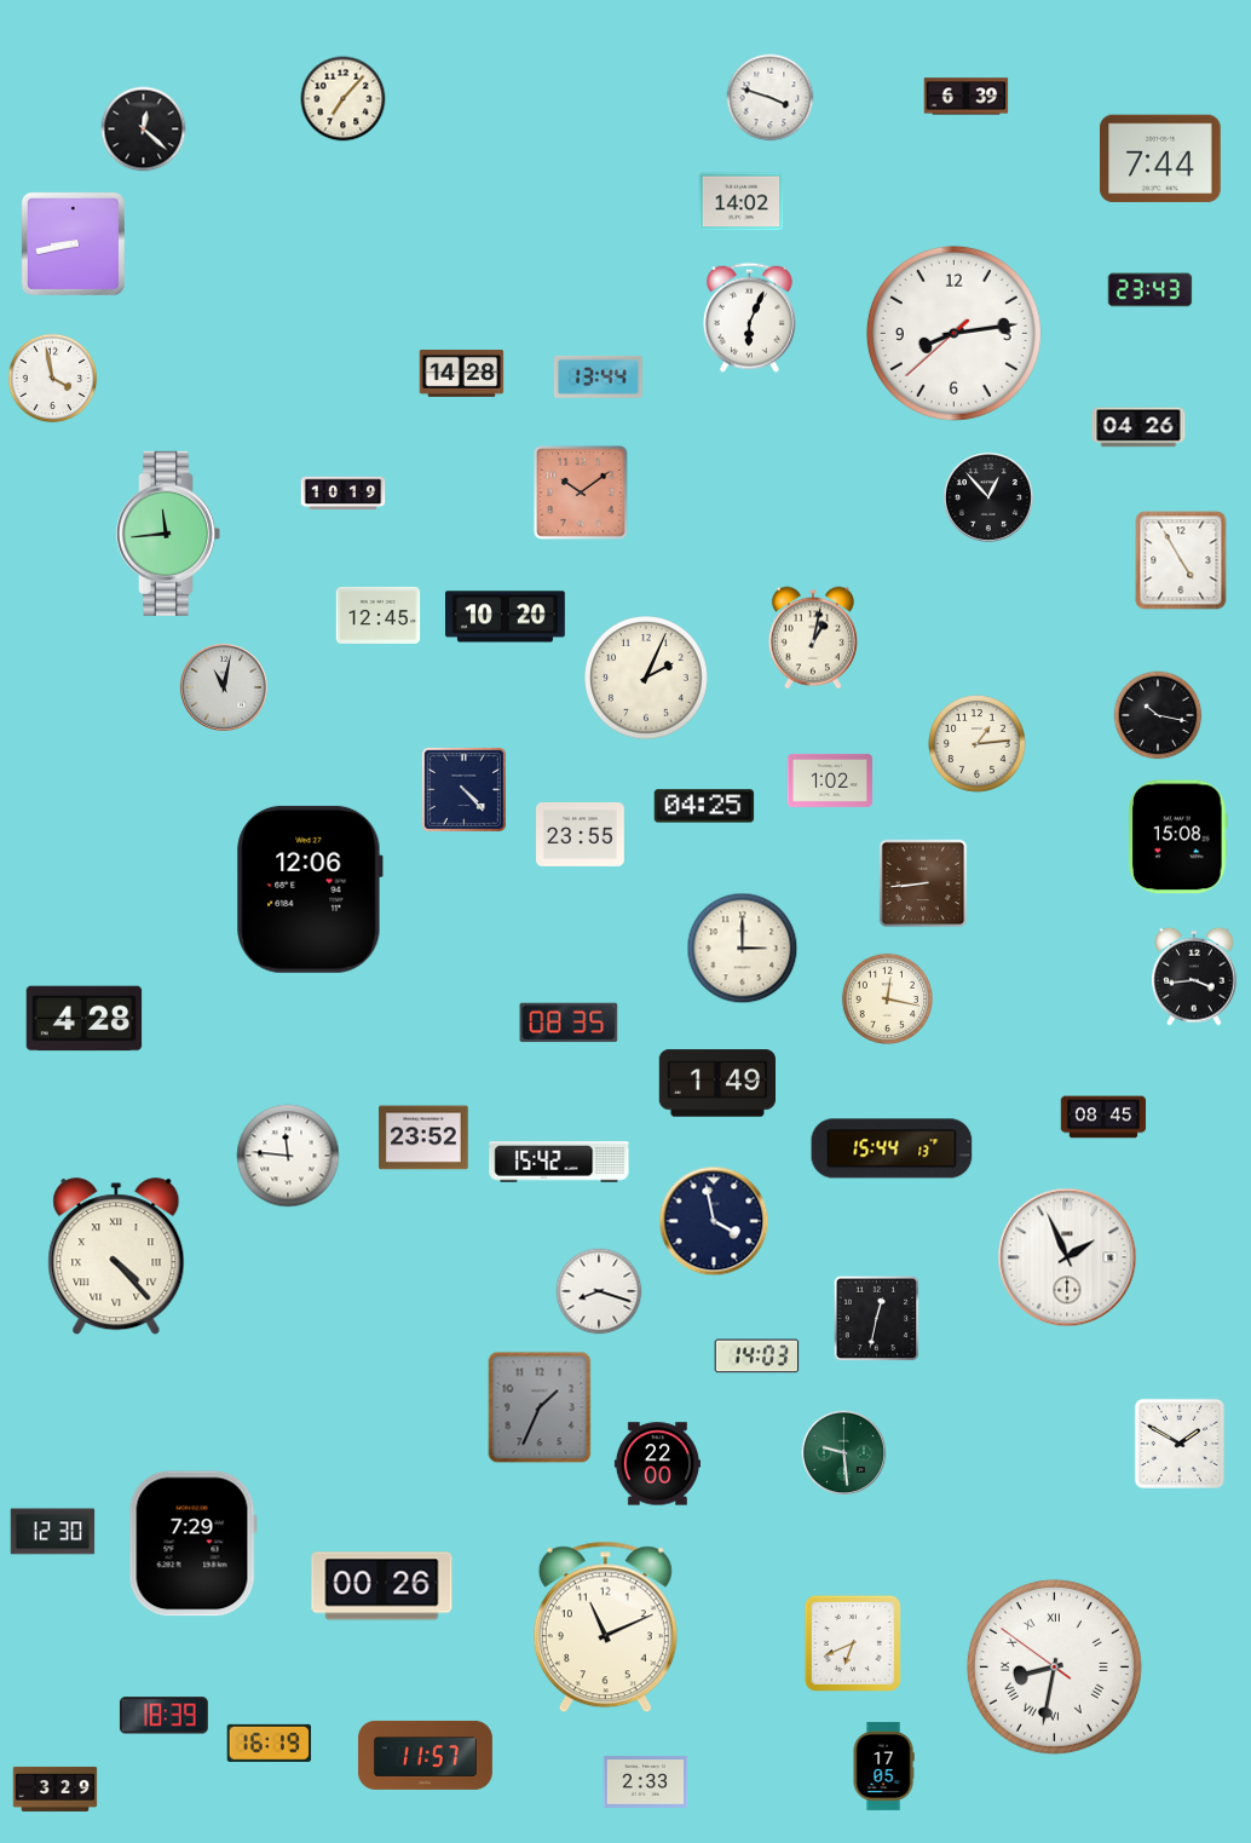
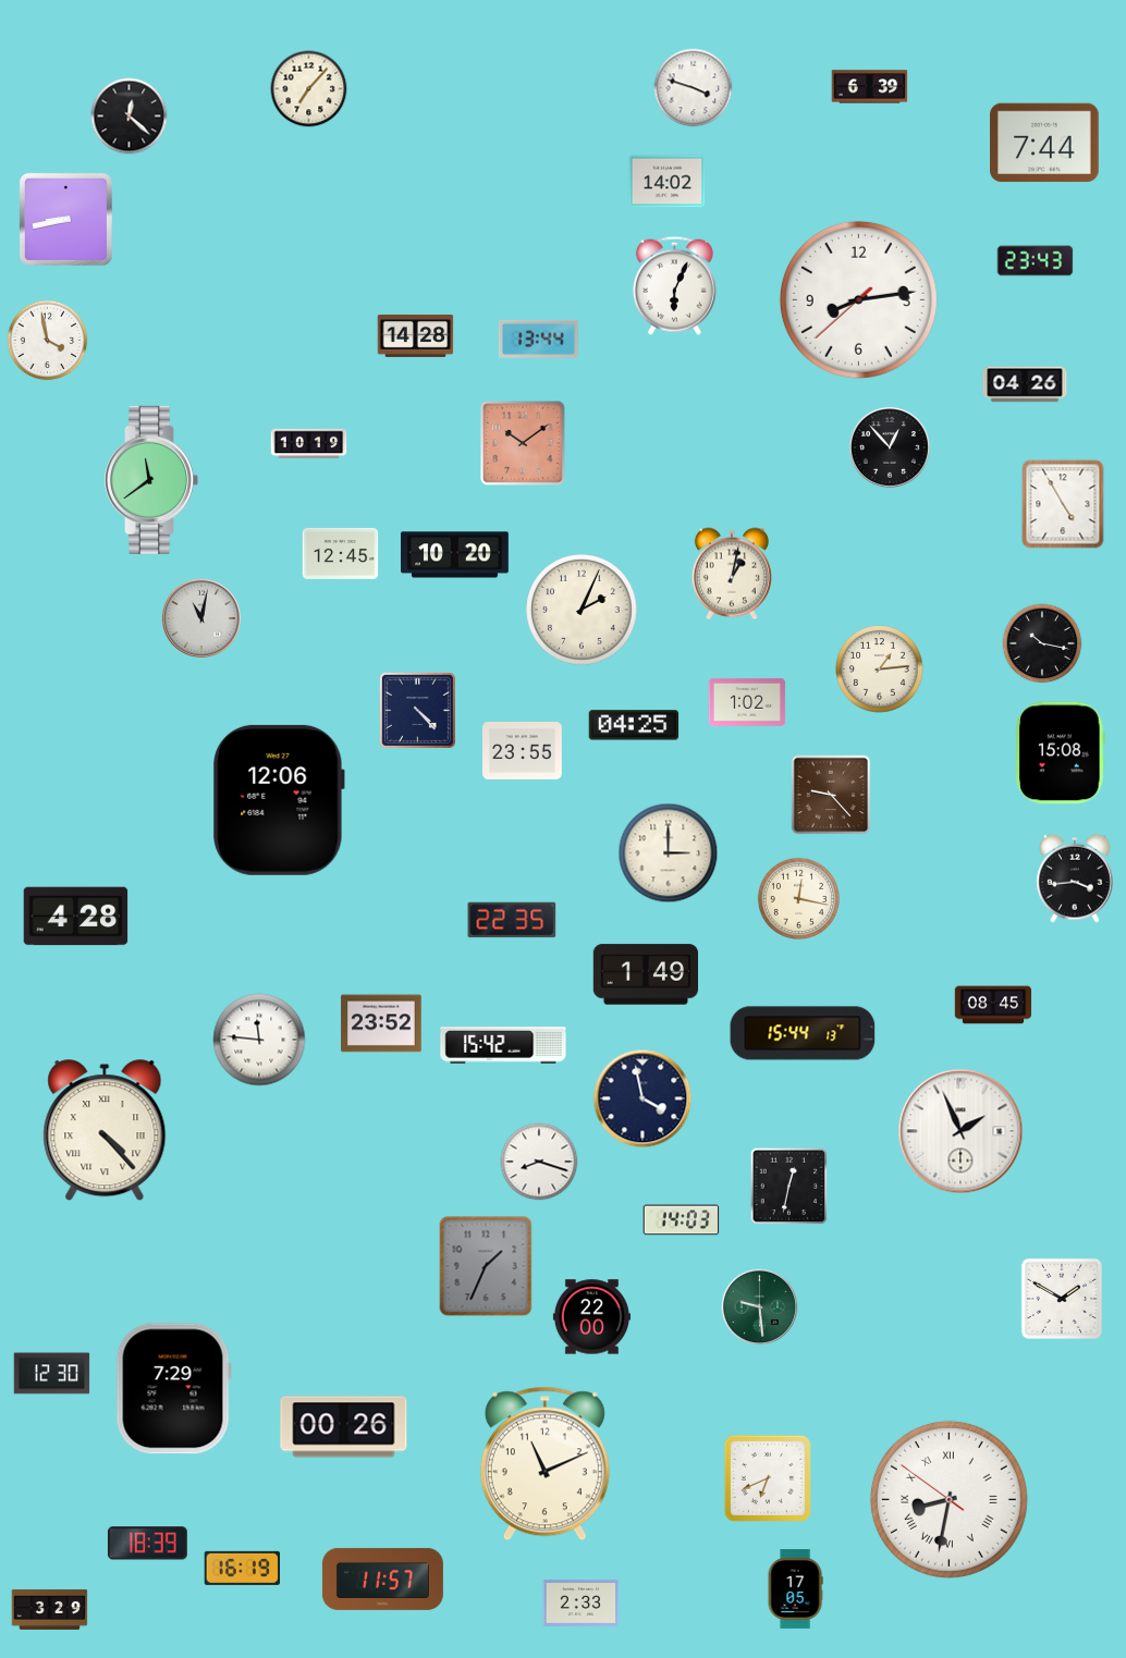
clock at (168, 534): 11:44 -> 11:39
clock at (923, 883): 8:44 -> 9:23
clock at (569, 1023): 08:35 -> 22:35
clock at (53, 1532) position: (53, 1532) -> (52, 1374)
